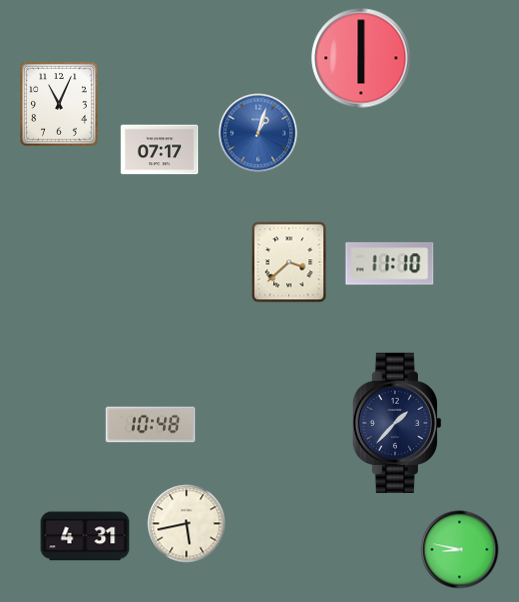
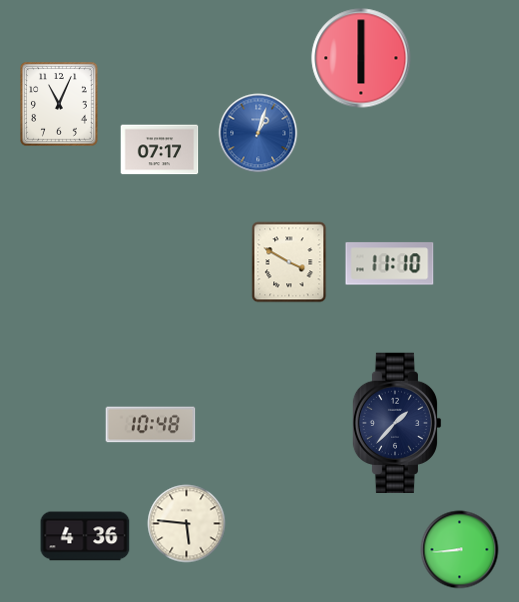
clock at (289, 262): 3:38 -> 3:50
clock at (187, 524): 5:43 -> 5:46
clock at (85, 536): 4:31 -> 4:36
clock at (460, 550): 8:47 -> 8:44
